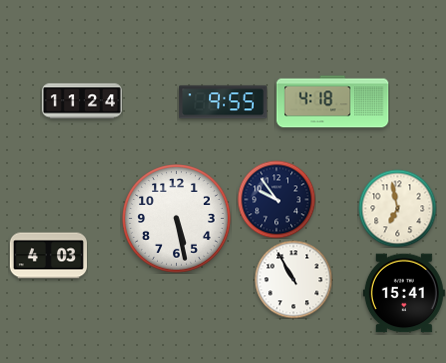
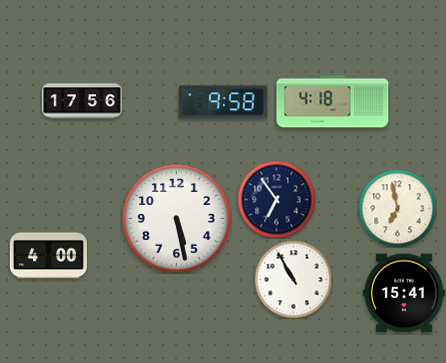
clock at (82, 101): 11:24 -> 17:56
clock at (223, 102): 9:55 -> 9:58
clock at (276, 199): 9:54 -> 6:54
clock at (48, 256): 4:03 -> 4:00
